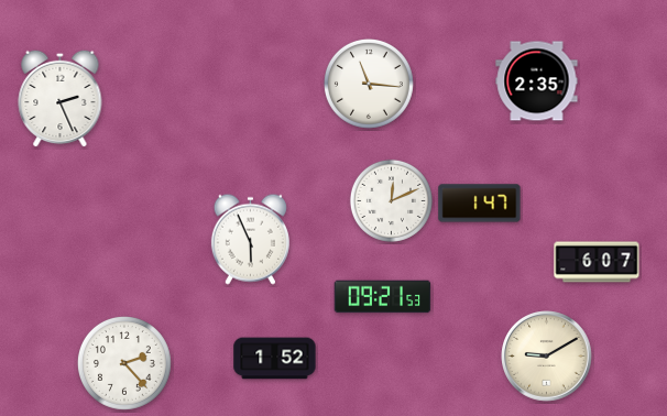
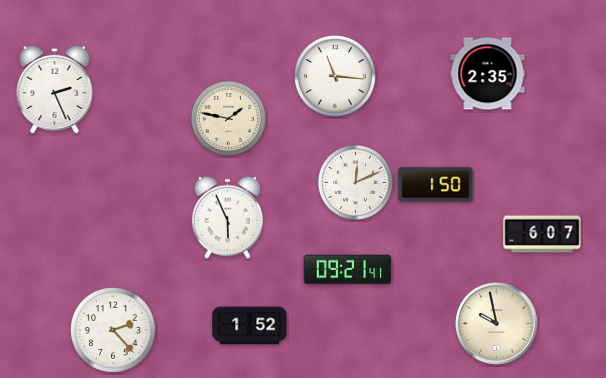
clock at (228, 118): none -> 1:47
clock at (480, 204): 1:47 -> 1:50
clock at (597, 262) position: (597, 262) -> (542, 234)
clock at (383, 297): 09:21:53 -> 09:21:41
clock at (547, 357): 9:10 -> 9:58
